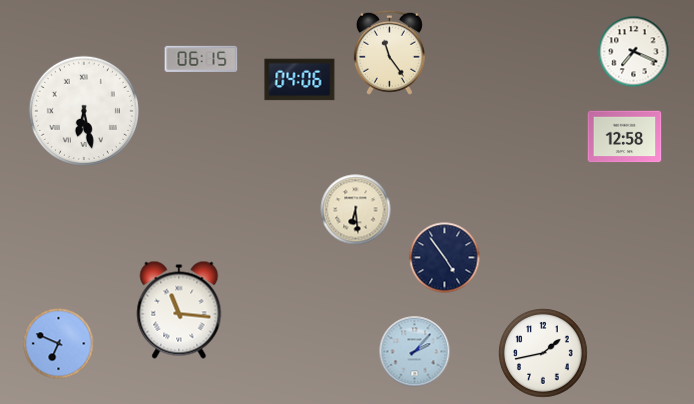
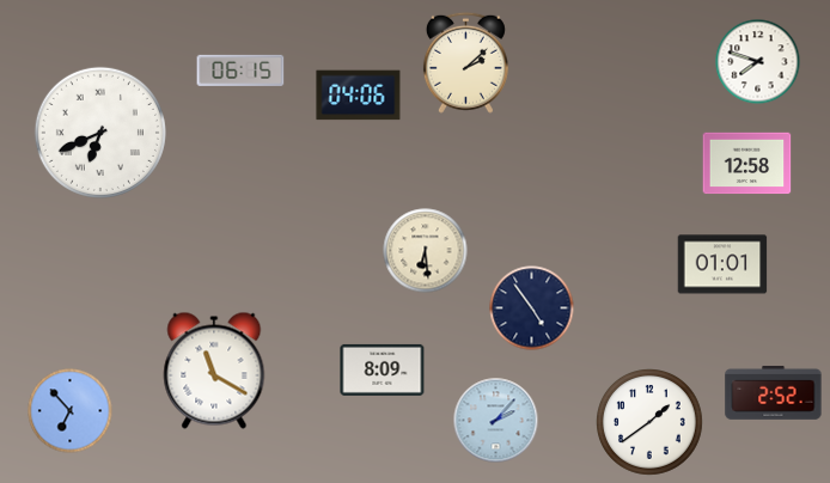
clock at (389, 52): 11:24 -> 2:08
clock at (634, 52): 7:19 -> 7:48
clock at (84, 111): 6:28 -> 6:41
clock at (722, 264): none -> 01:01
clock at (383, 369): none -> 8:09
clock at (179, 310): 11:16 -> 11:20
clock at (774, 392): none -> 2:52
clock at (59, 344): 6:49 -> 6:53
clock at (544, 354): 1:43 -> 1:39
